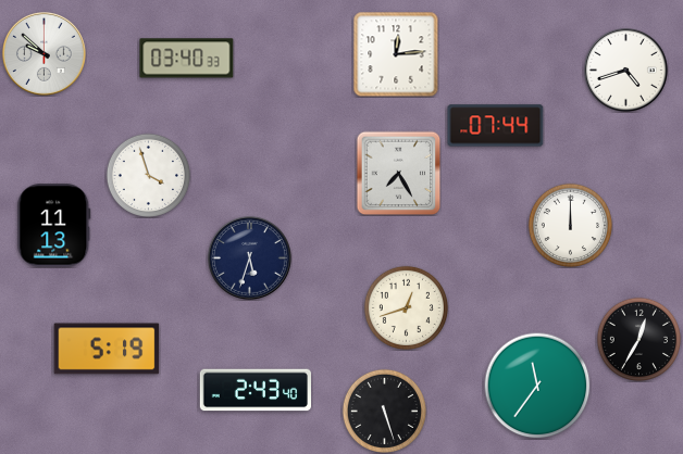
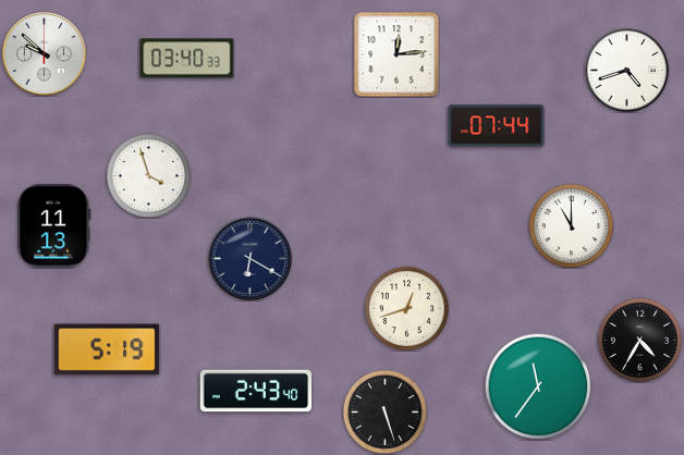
clock at (398, 173): 7:25 -> none
clock at (570, 225): 12:00 -> 11:00
clock at (250, 258): 5:33 -> 6:20
clock at (638, 339): 12:35 -> 4:35
